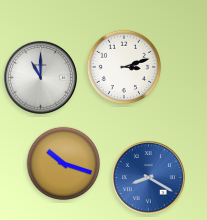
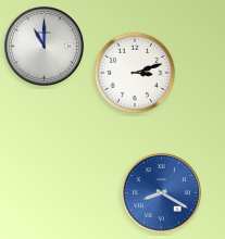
clock at (40, 77) position: (40, 77) -> (43, 46)
clock at (64, 164): 10:18 -> none
